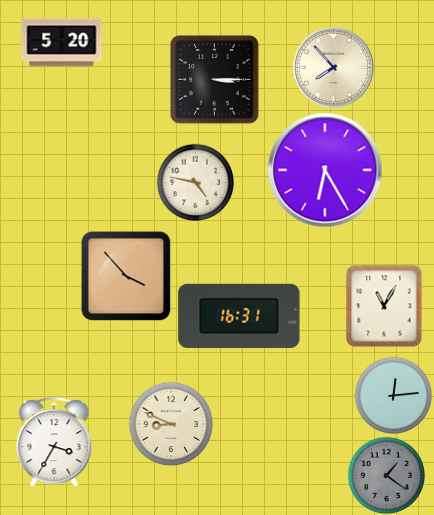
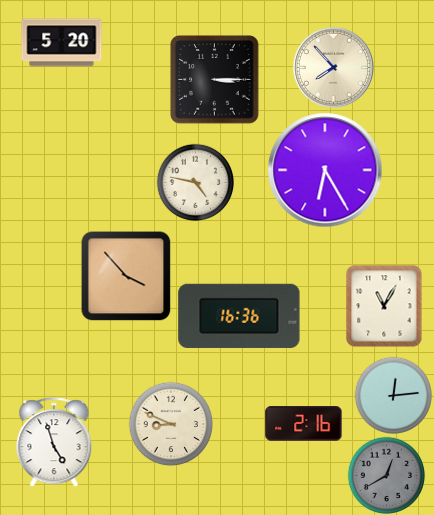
clock at (239, 316): 16:31 -> 16:36
clock at (304, 424): none -> 2:16
clock at (54, 442): 3:35 -> 4:57
clock at (386, 475): 1:21 -> 12:40
